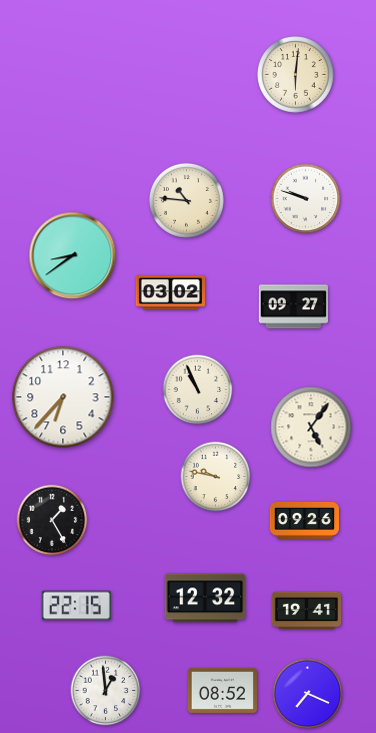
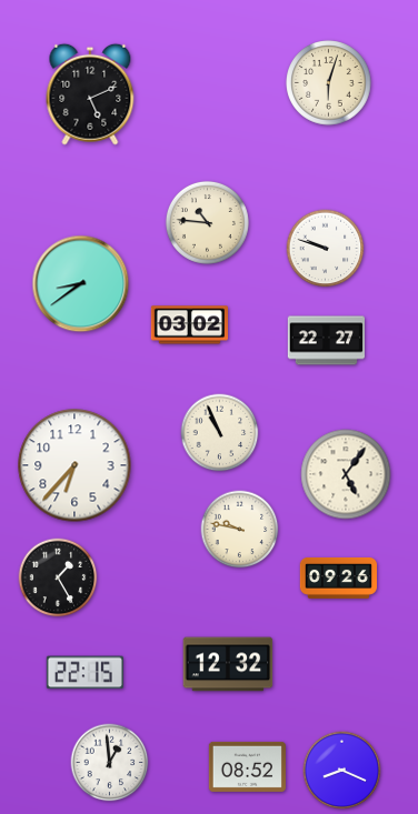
clock at (296, 75): 6:01 -> 6:03
clock at (90, 94): none -> 5:11
clock at (306, 199) position: (306, 199) -> (326, 249)
clock at (293, 307): 09:27 -> 22:27
clock at (63, 397) position: (63, 397) -> (74, 465)
clock at (306, 611): 19:41 -> none
clock at (106, 691) position: (106, 691) -> (110, 763)
clock at (308, 694): 7:19 -> 8:19
